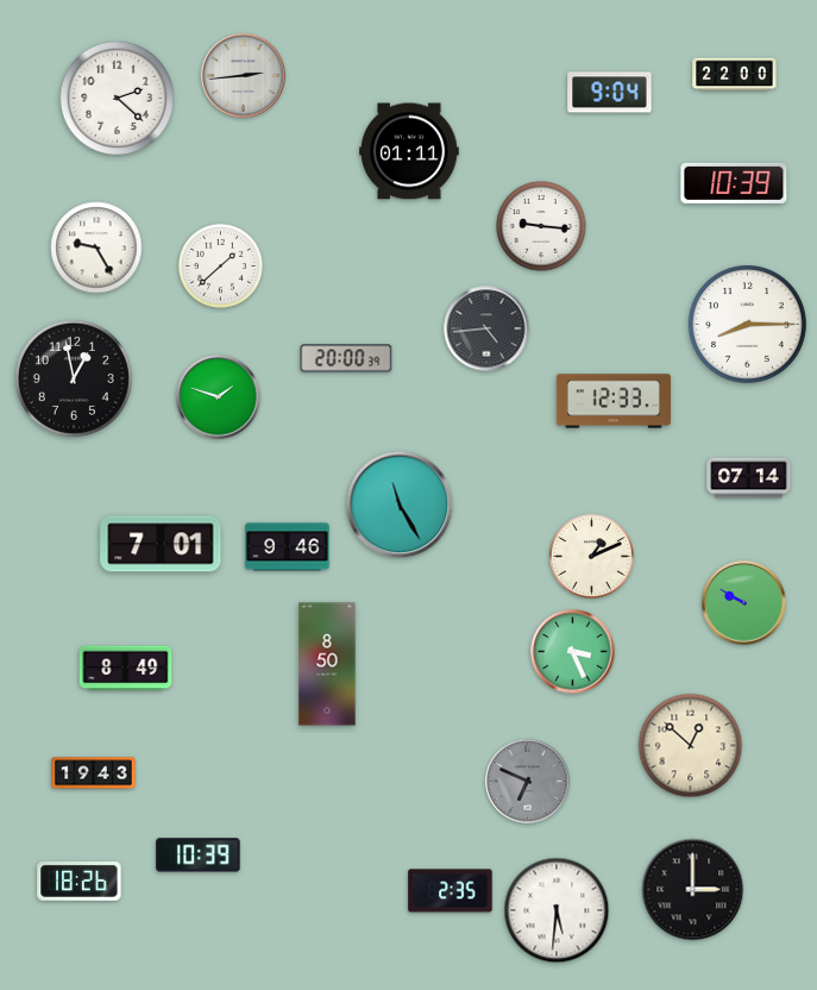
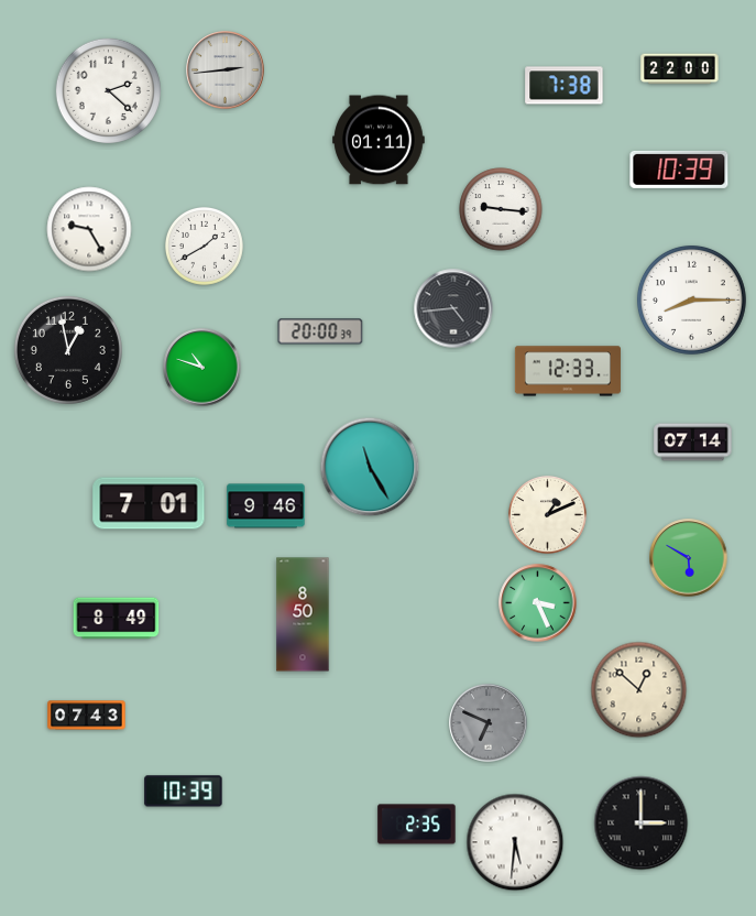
clock at (610, 93): 9:04 -> 7:38
clock at (220, 265): 1:38 -> 1:40
clock at (486, 328) position: (486, 328) -> (453, 308)
clock at (219, 397): 1:48 -> 10:48
clock at (744, 603): 9:50 -> 5:50
clock at (573, 652) position: (573, 652) -> (538, 603)
clock at (94, 773): 19:43 -> 07:43
clock at (80, 882): 18:26 -> none
